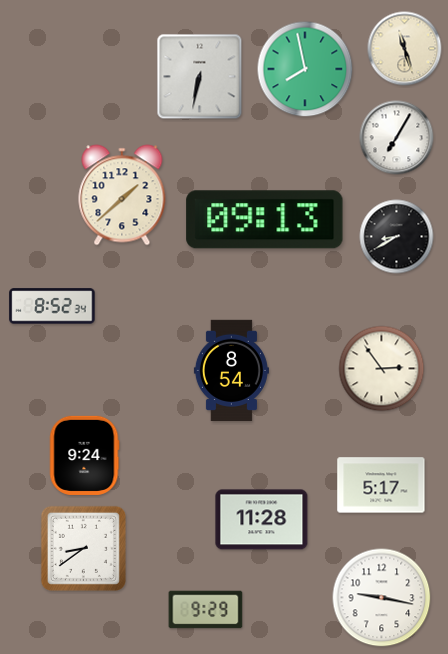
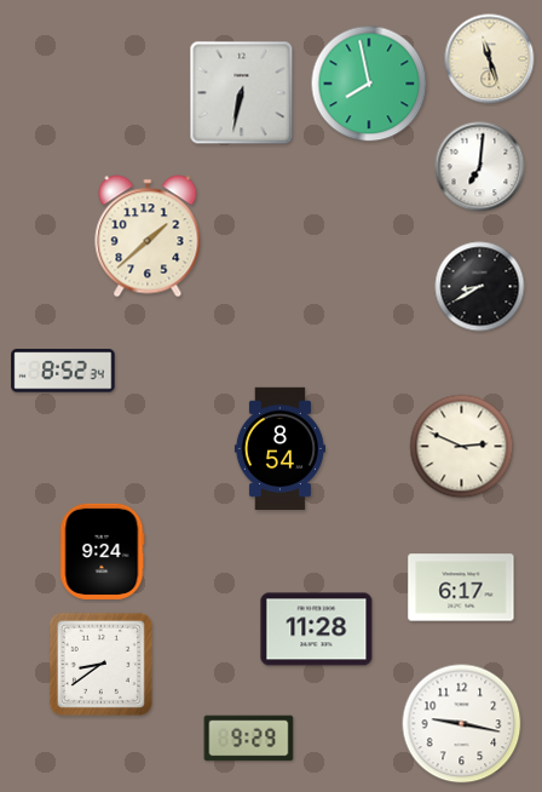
clock at (397, 138): 7:05 -> 7:01
clock at (265, 220): 09:13 -> none
clock at (382, 369): 2:54 -> 2:49
clock at (381, 485): 5:17 -> 6:17
